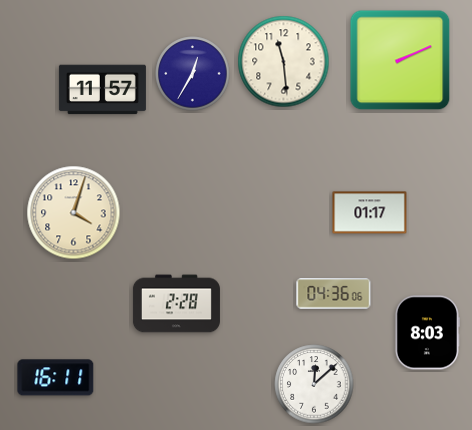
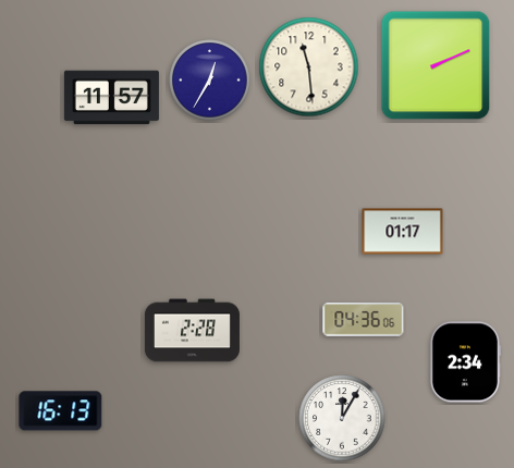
clock at (74, 213): 4:03 -> none
clock at (427, 333): 8:03 -> 2:34
clock at (56, 378): 16:11 -> 16:13
clock at (314, 384): 12:08 -> 12:05
